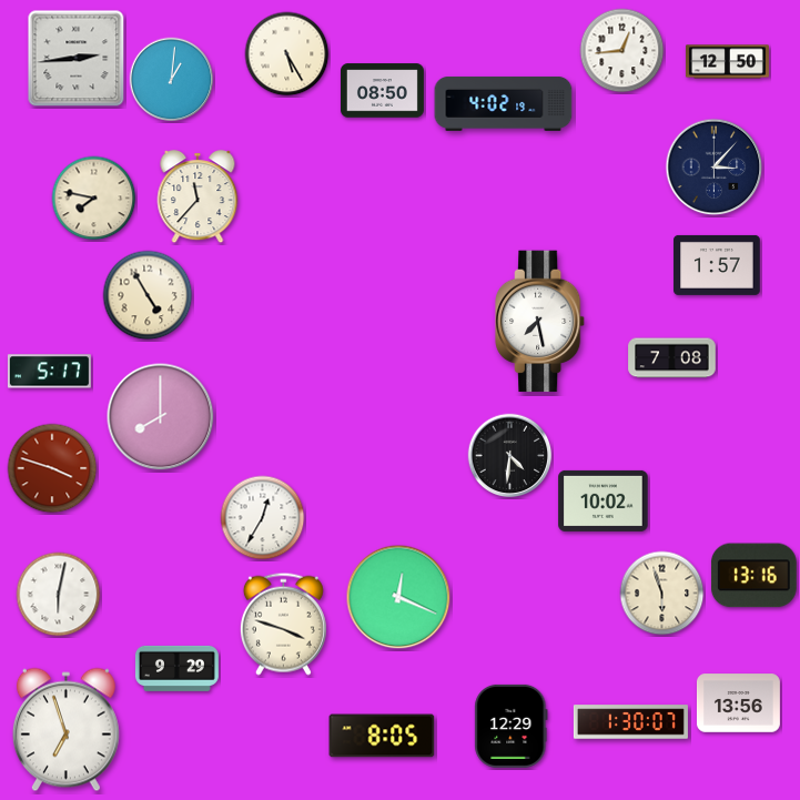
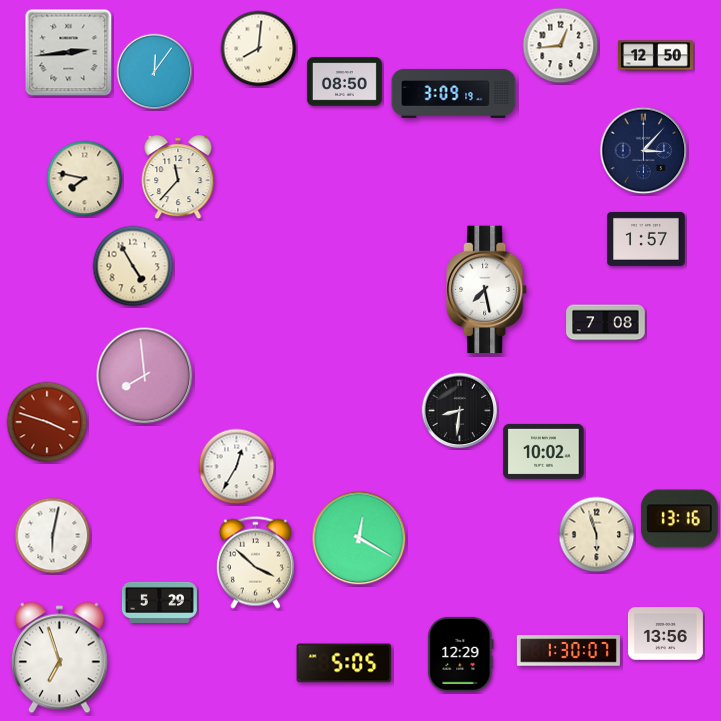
clock at (287, 54): 5:25 -> 8:01
clock at (172, 80): 1:01 -> 12:06
clock at (504, 103): 4:02 -> 3:09
clock at (49, 372): 5:17 -> none
clock at (161, 417): 8:00 -> 7:59
clock at (510, 456): 4:31 -> 8:31
clock at (398, 597): 12:19 -> 12:20
clock at (283, 624): 3:48 -> 3:52
clock at (176, 668): 9:29 -> 5:29
clock at (382, 736): 8:05 -> 5:05
